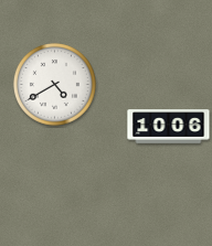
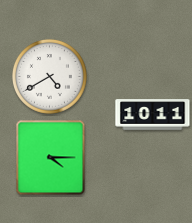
clock at (169, 127): 10:06 -> 10:11
clock at (51, 158): none -> 4:15
